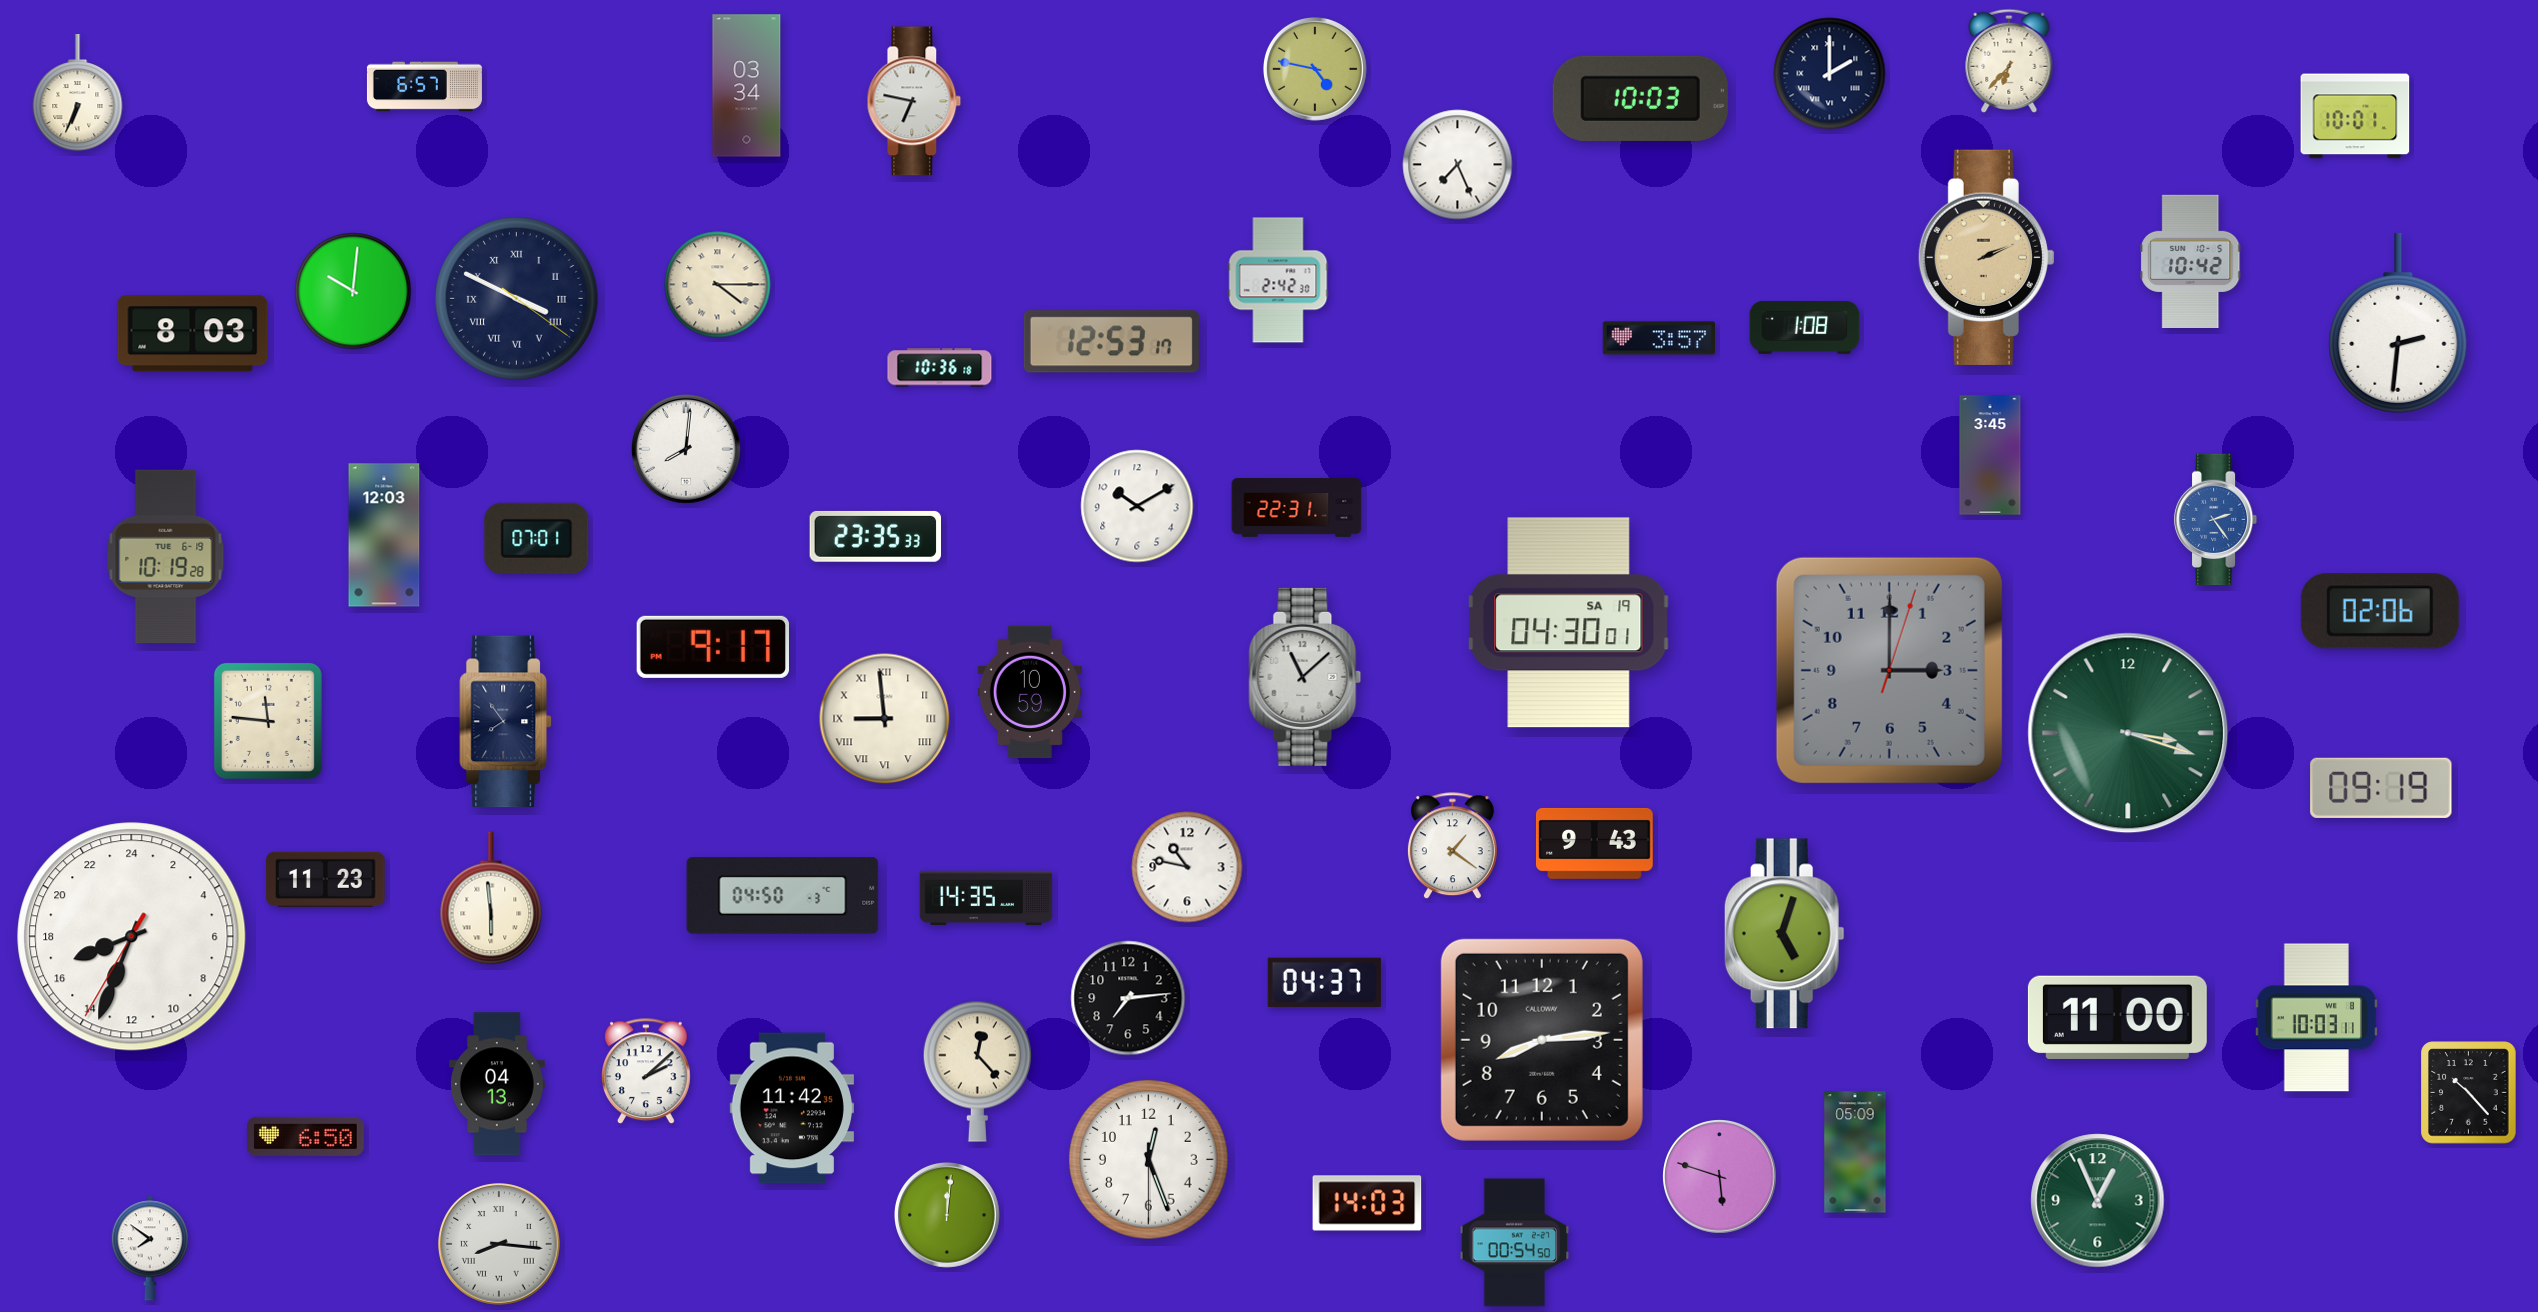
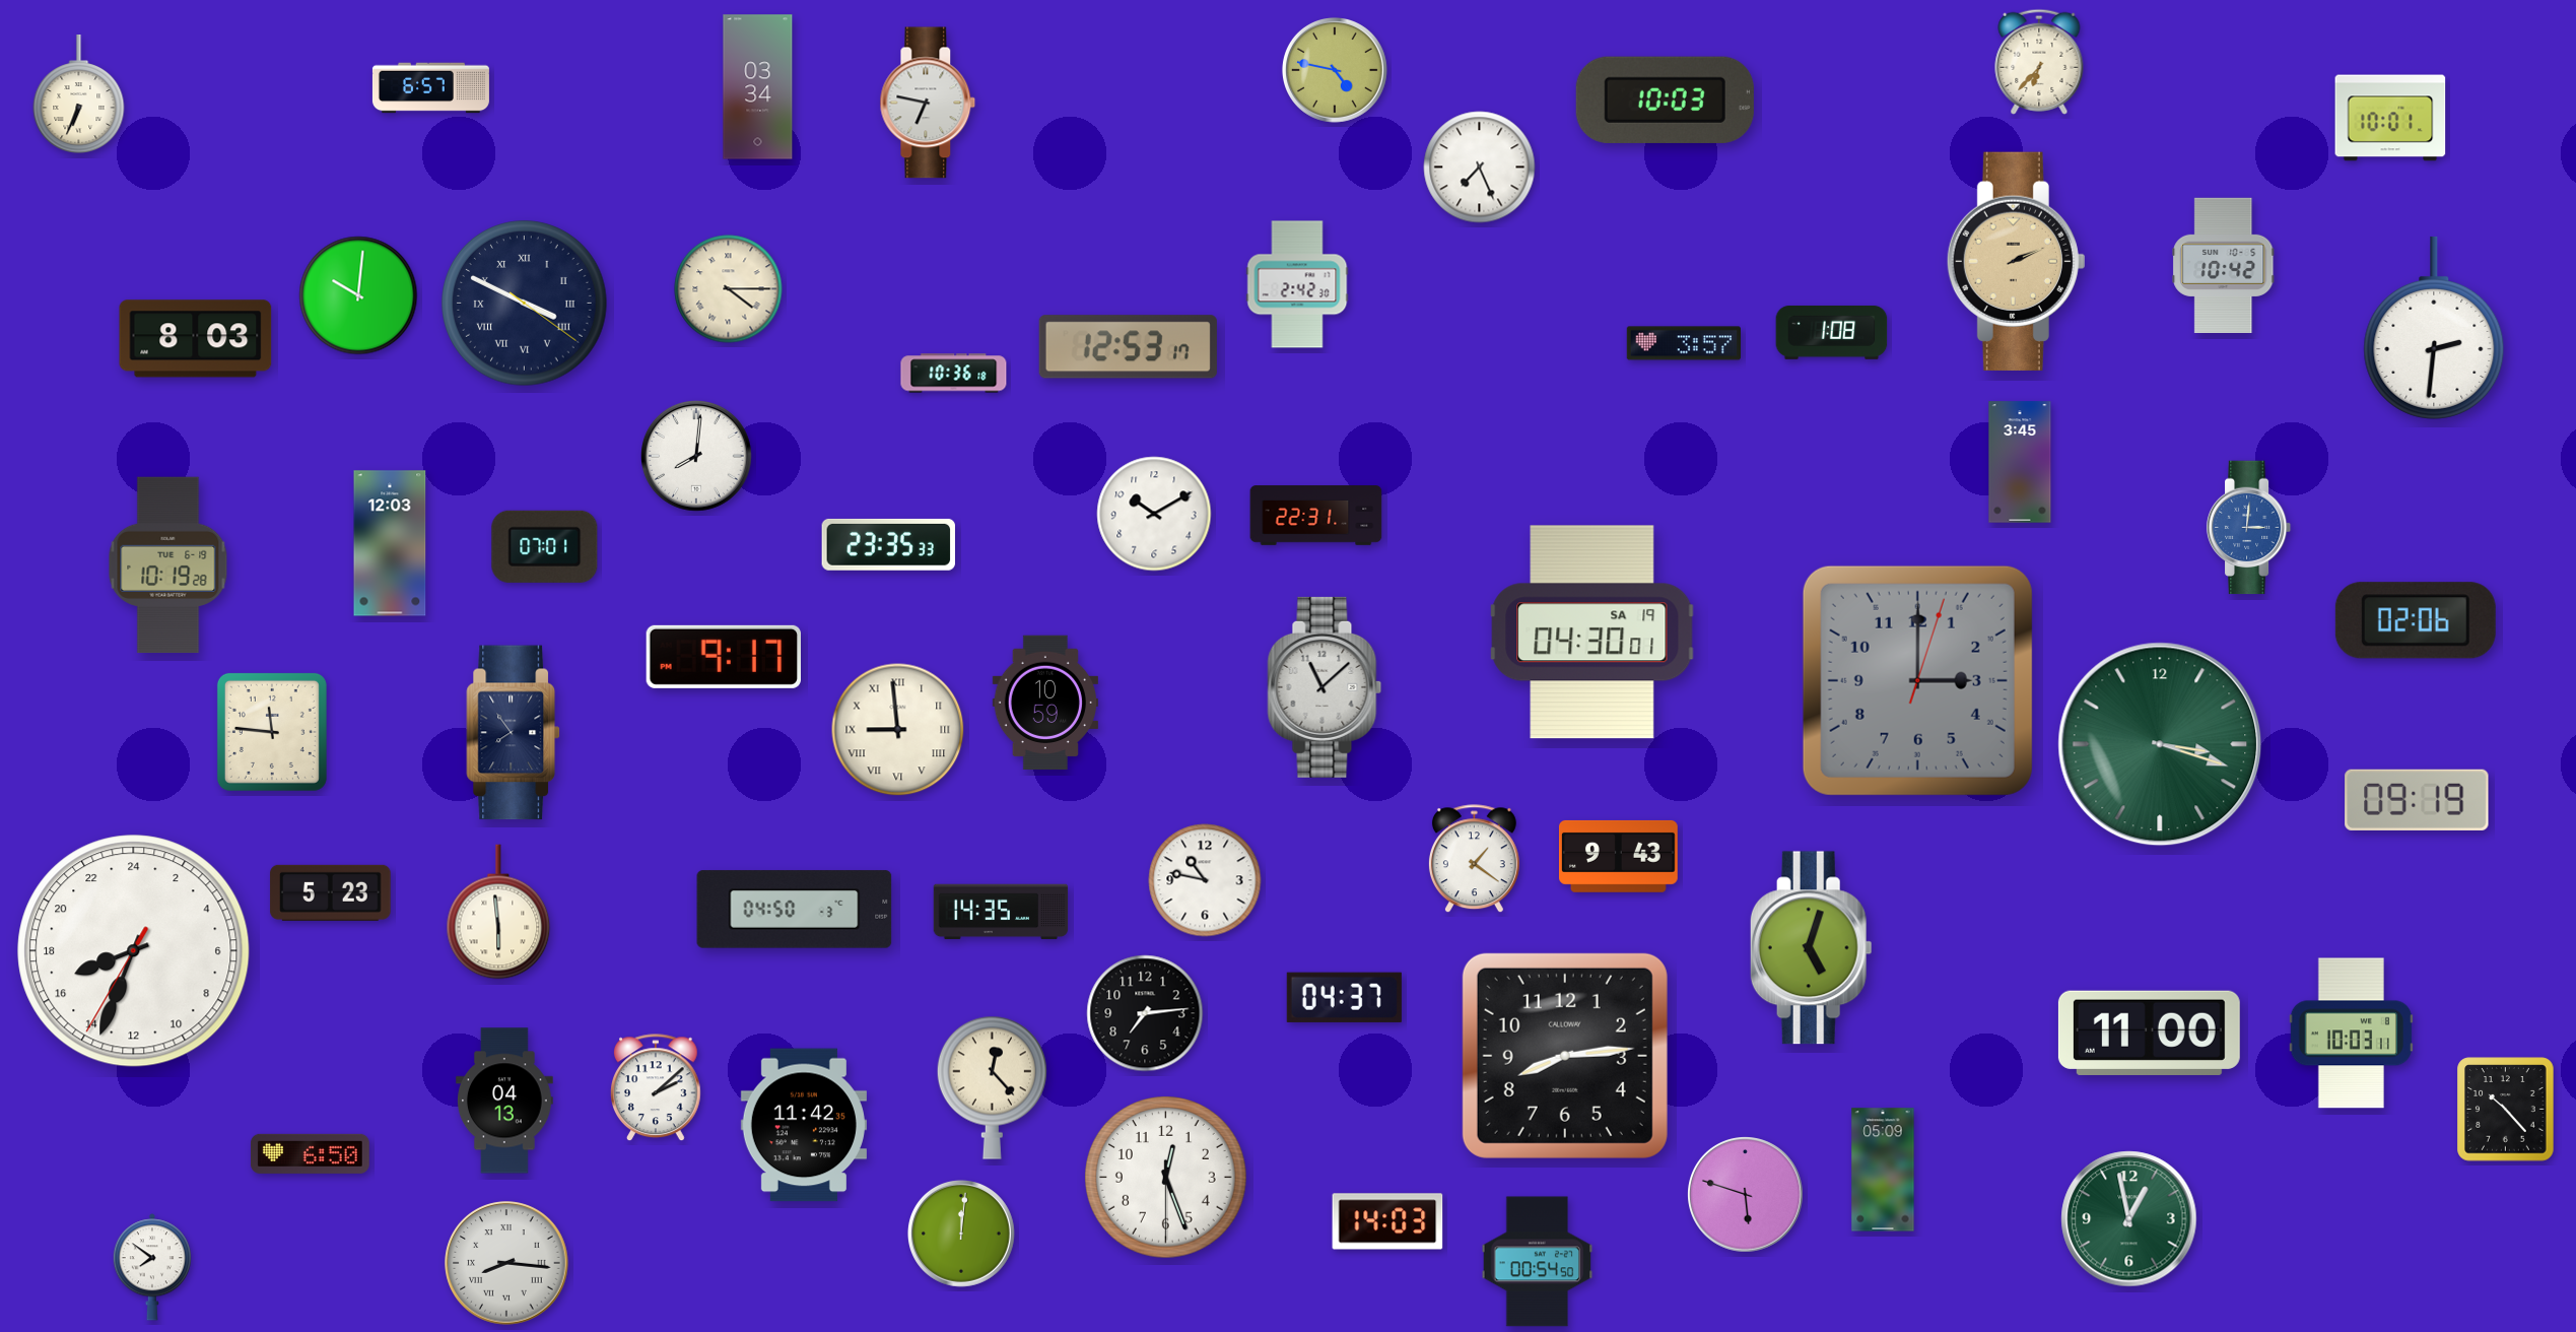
clock at (1830, 74): 2:00 -> none
clock at (2216, 520): 2:24 -> 3:01
clock at (326, 879): 11:23 -> 5:23
clock at (2098, 1201): 12:56 -> 12:58
